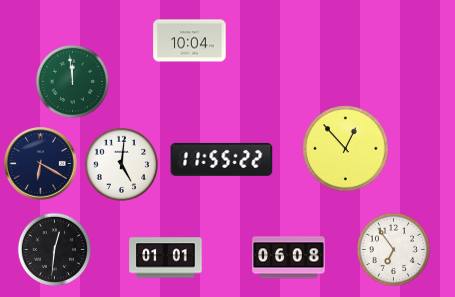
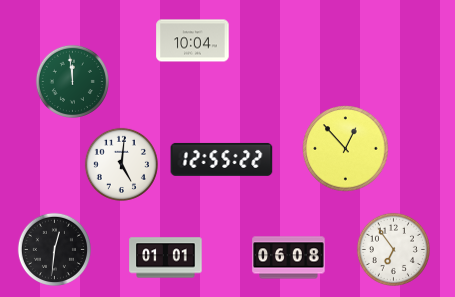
clock at (190, 41) position: (190, 41) -> (193, 41)
clock at (222, 159): 11:55 -> 12:55
clock at (41, 164): 6:20 -> none
